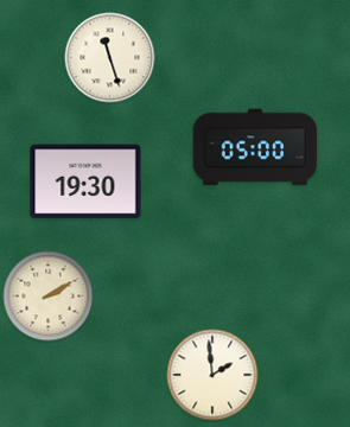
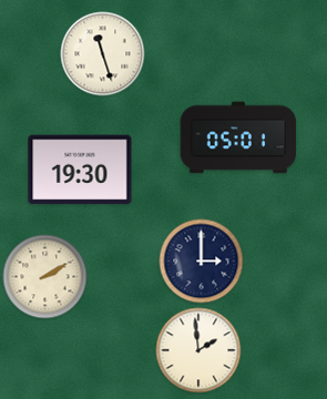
clock at (255, 147): 05:00 -> 05:01
clock at (202, 262): none -> 3:00
